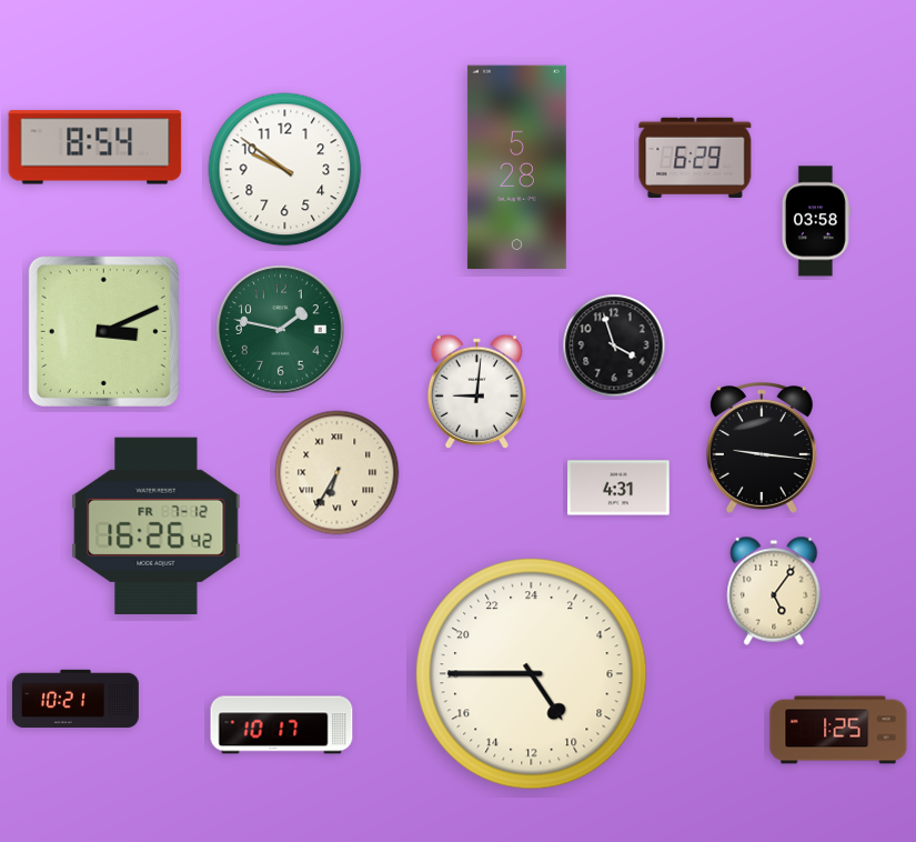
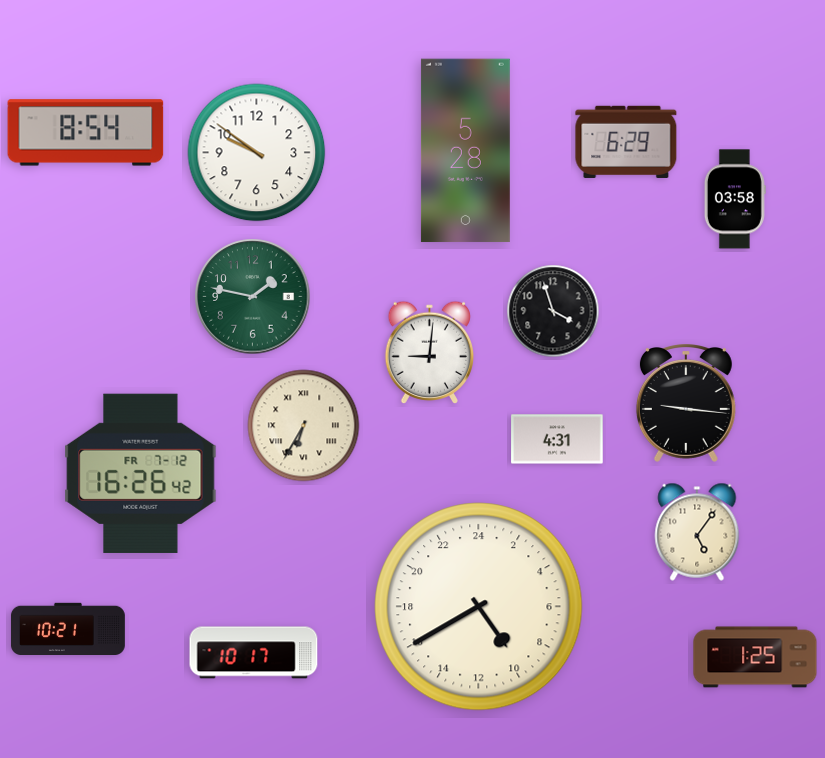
clock at (103, 331): 3:11 -> none
clock at (532, 674): 9:45 -> 9:40
